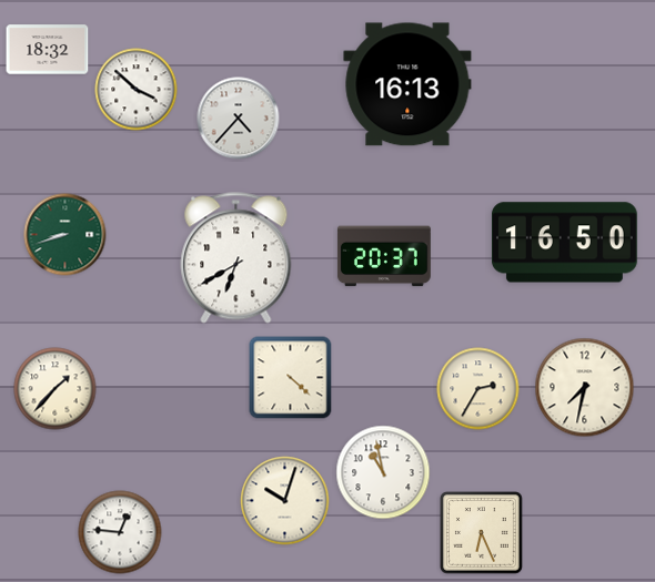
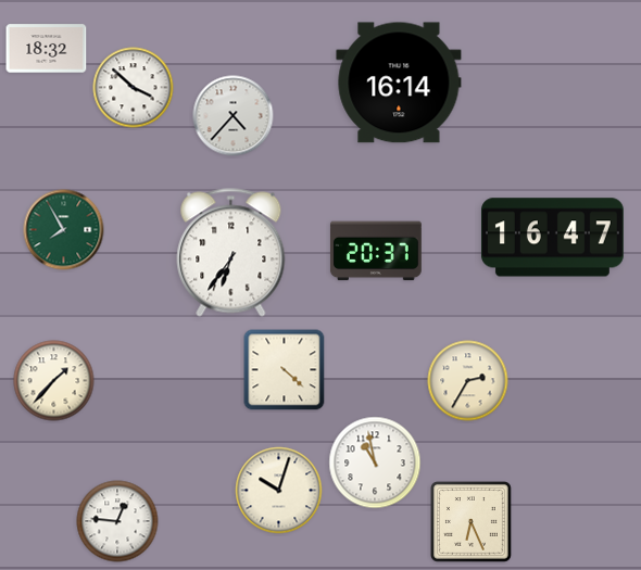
clock at (407, 84): 16:13 -> 16:14
clock at (65, 235): 8:42 -> 7:55
clock at (564, 243): 16:50 -> 16:47
clock at (236, 258): 6:40 -> 6:36
clock at (585, 388): 7:32 -> none
